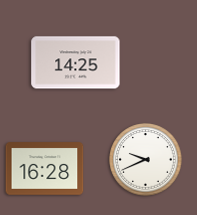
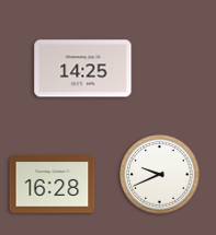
clock at (45, 169) position: (45, 169) -> (53, 185)
